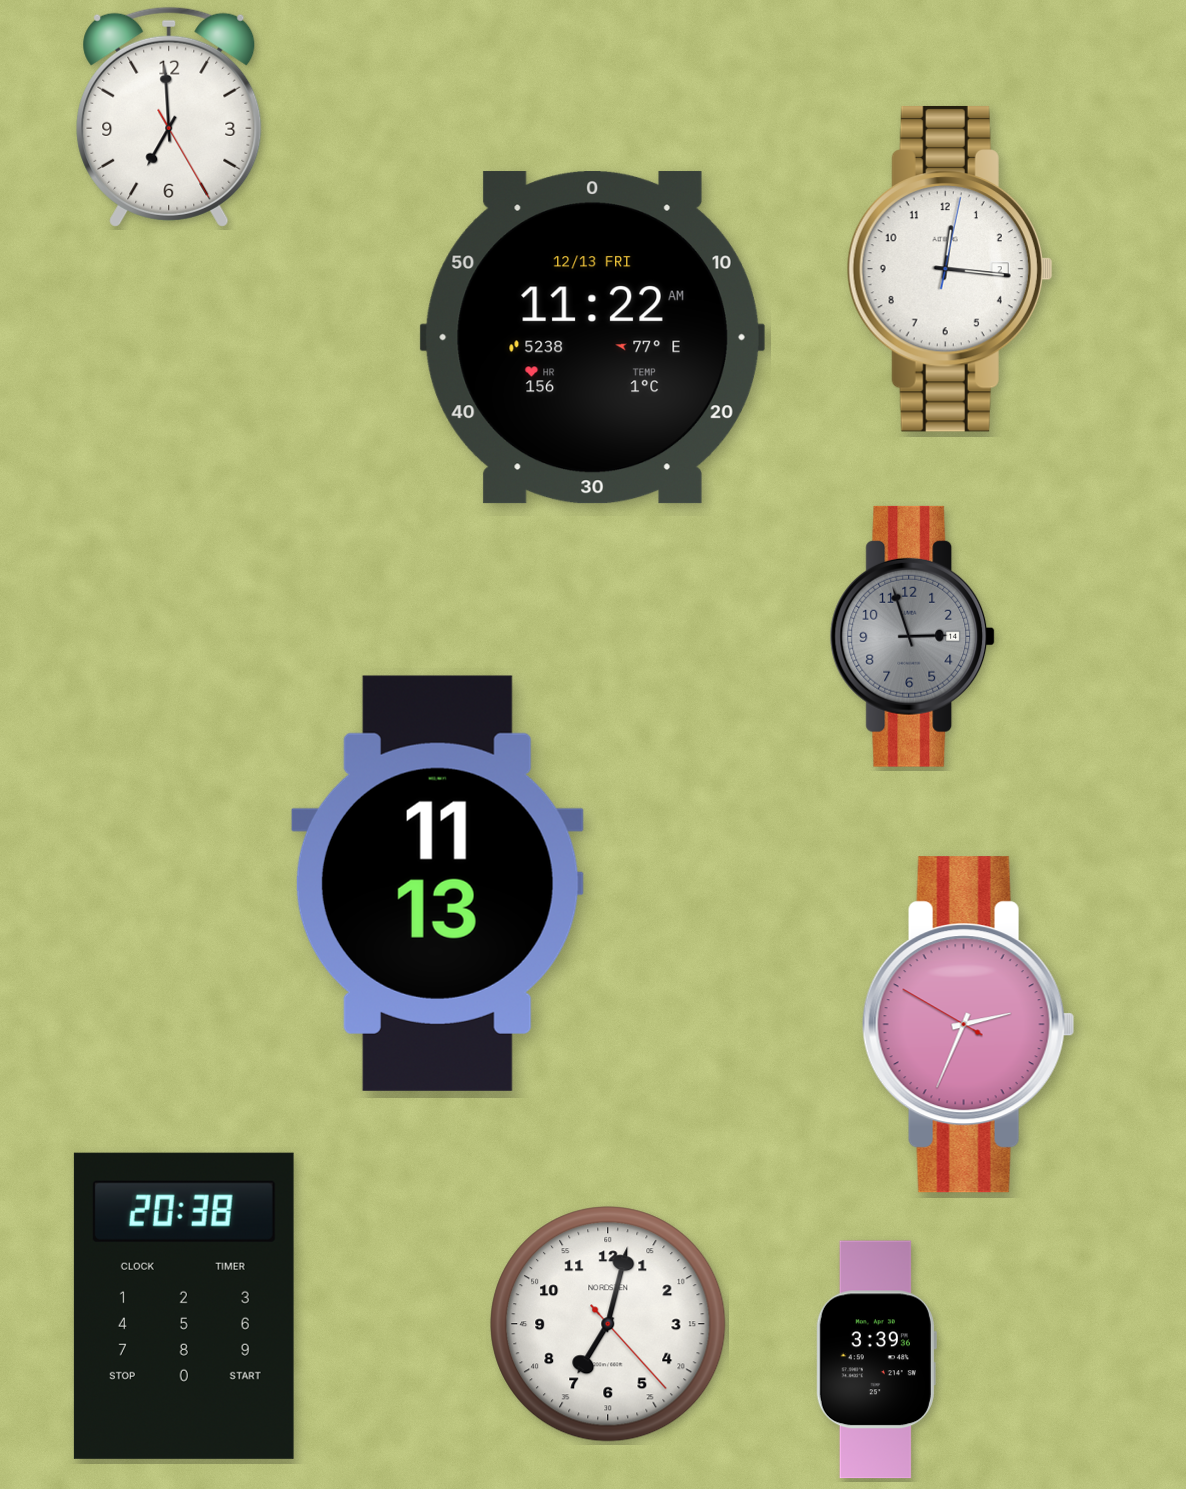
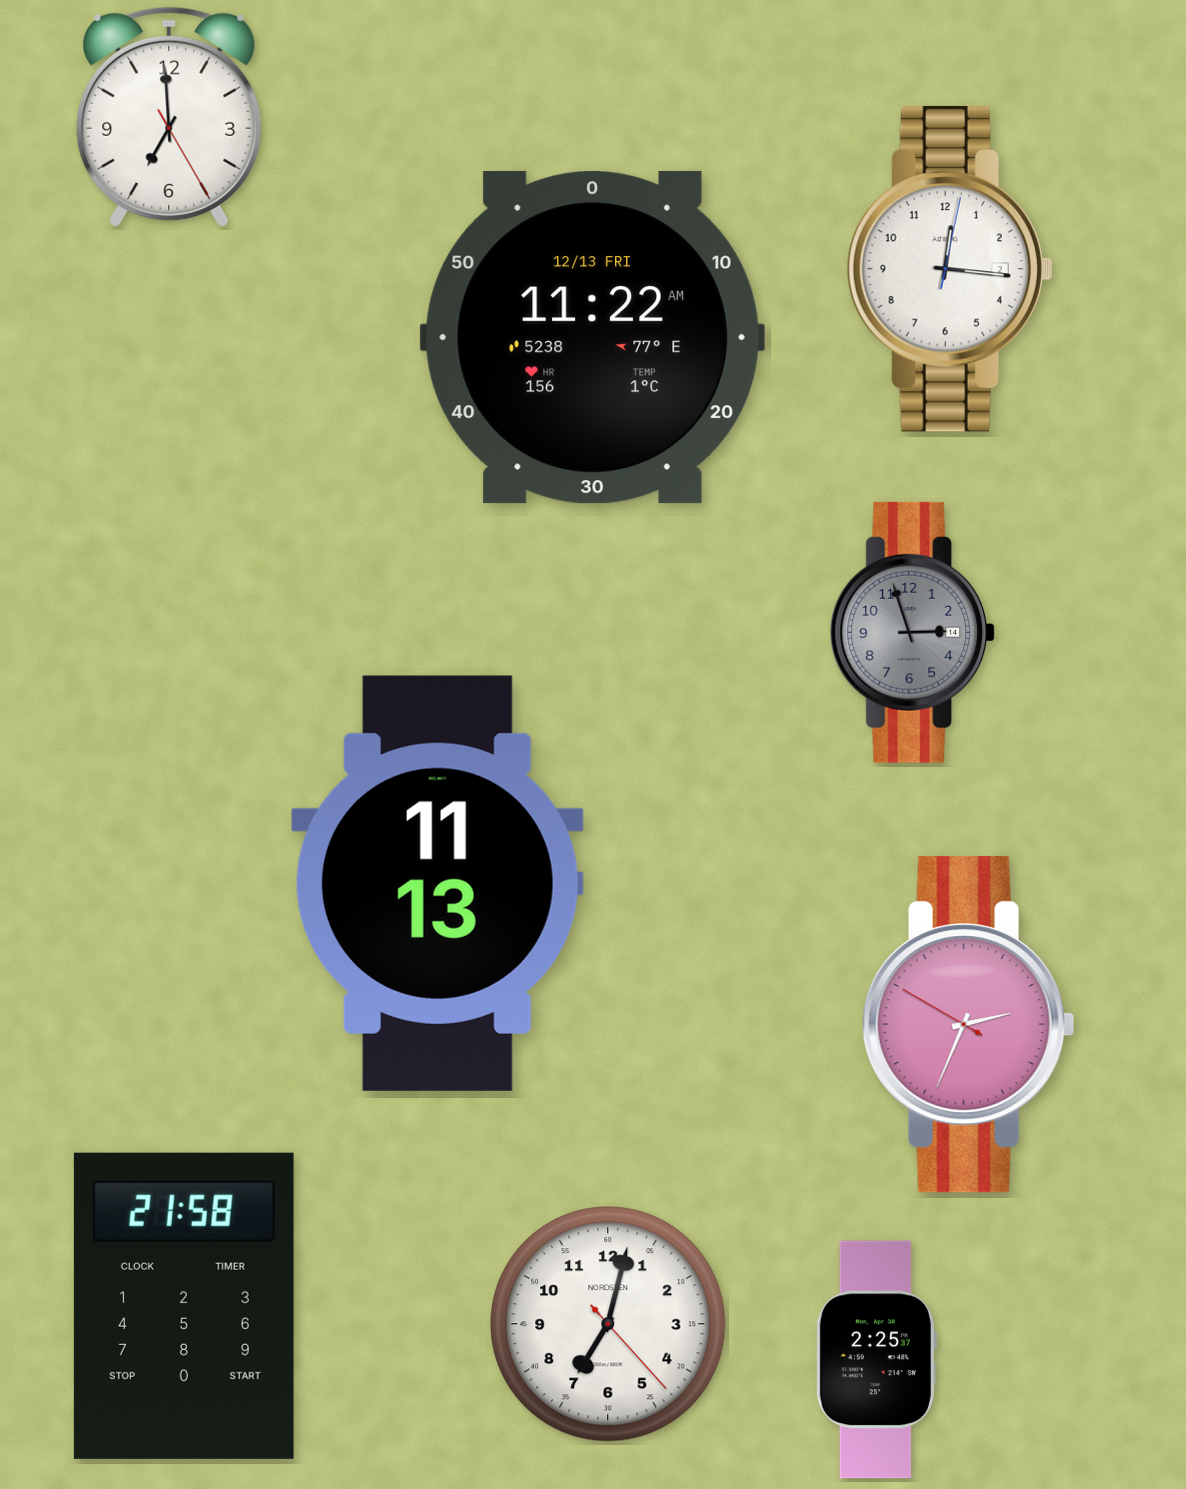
clock at (913, 636) position: (913, 636) -> (913, 632)
clock at (184, 1306): 20:38 -> 21:58
clock at (876, 1360): 3:39 -> 2:25
